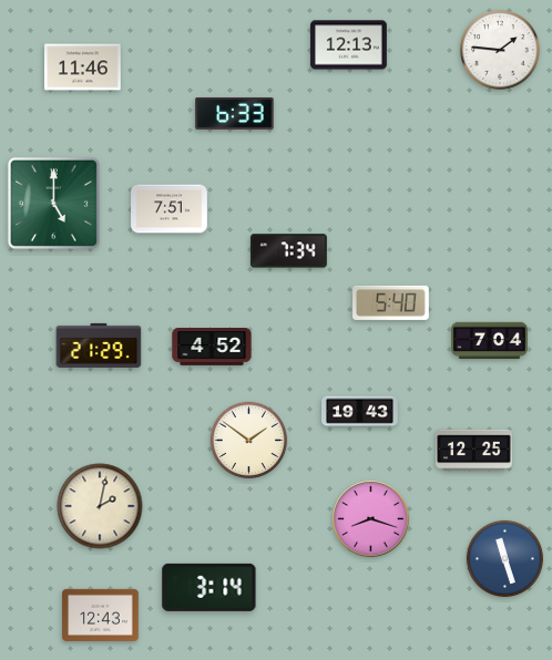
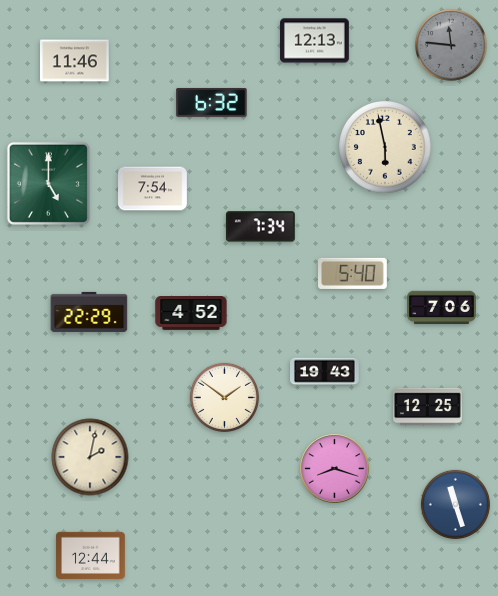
clock at (501, 51): 1:46 -> 11:46
clock at (501, 51) dial: white -> grey
clock at (235, 113): 6:33 -> 6:32
clock at (385, 147): none -> 5:58
clock at (170, 209): 7:51 -> 7:54
clock at (490, 341): 7:04 -> 7:06
clock at (99, 346): 21:29 -> 22:29
clock at (209, 587): 3:14 -> none
clock at (101, 615): 12:43 -> 12:44
